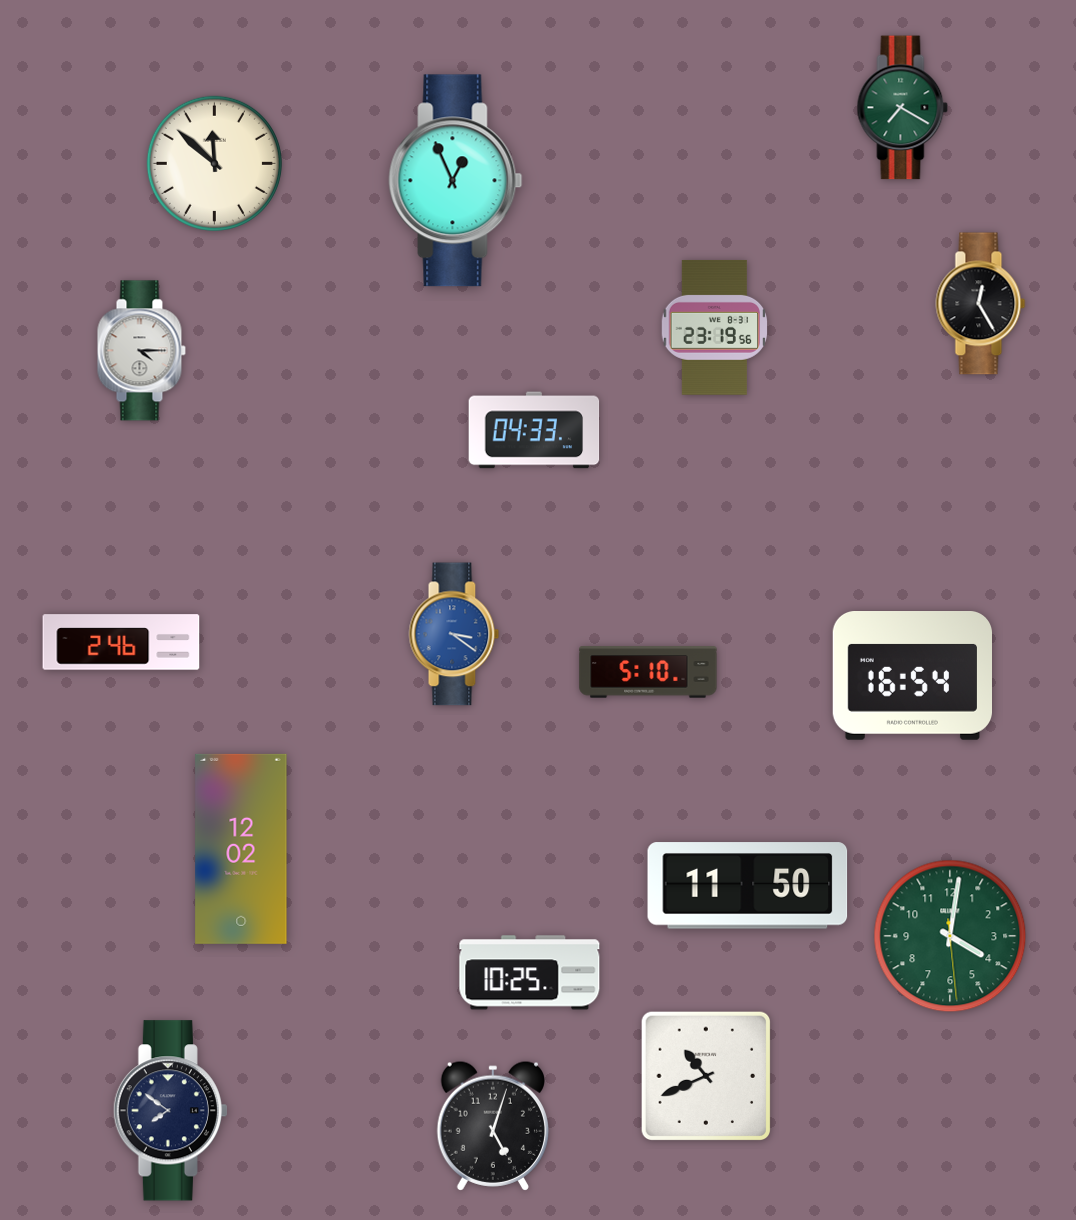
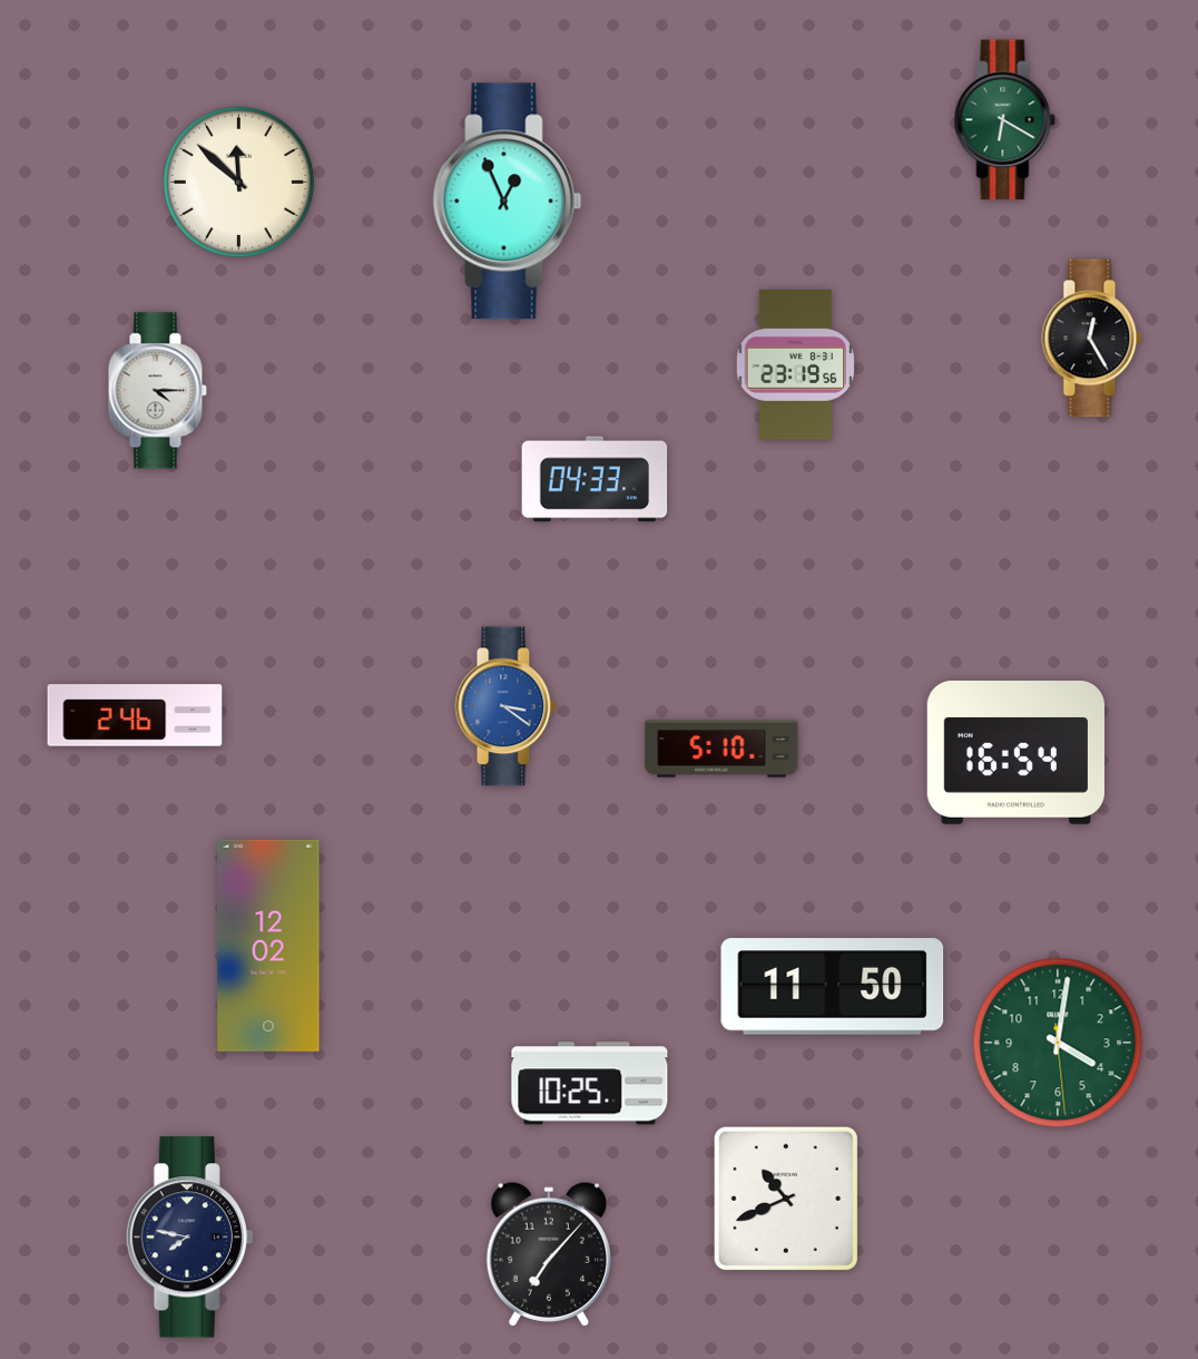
clock at (903, 108): 7:20 -> 6:20
clock at (170, 1111): 7:51 -> 7:47
clock at (492, 1126): 5:03 -> 7:07
